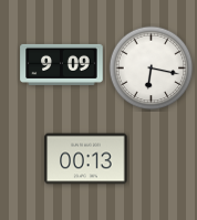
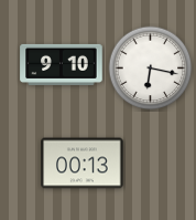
clock at (62, 64): 9:09 -> 9:10
clock at (86, 159) position: (86, 159) -> (83, 164)
